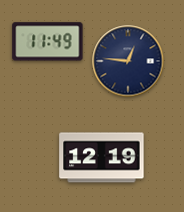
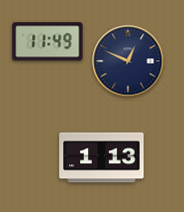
clock at (128, 61): 12:46 -> 12:49
clock at (102, 158): 12:19 -> 1:13
